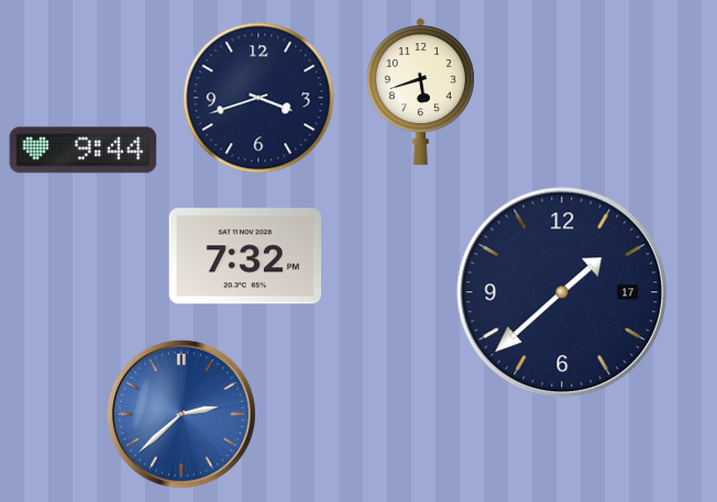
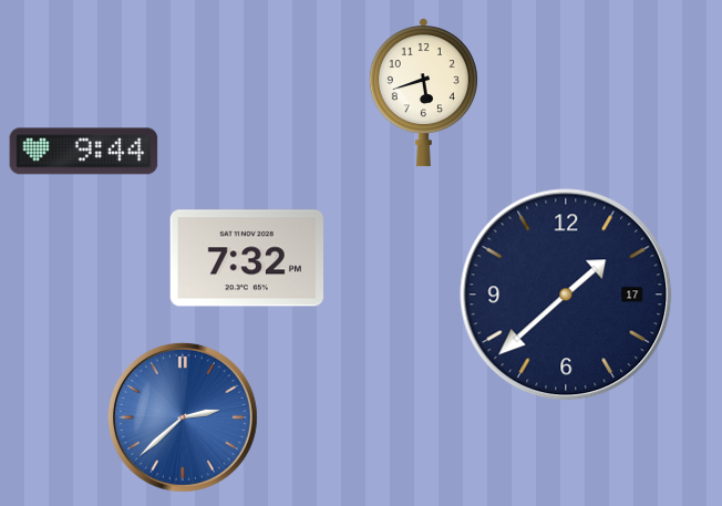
clock at (258, 98): 3:42 -> none
